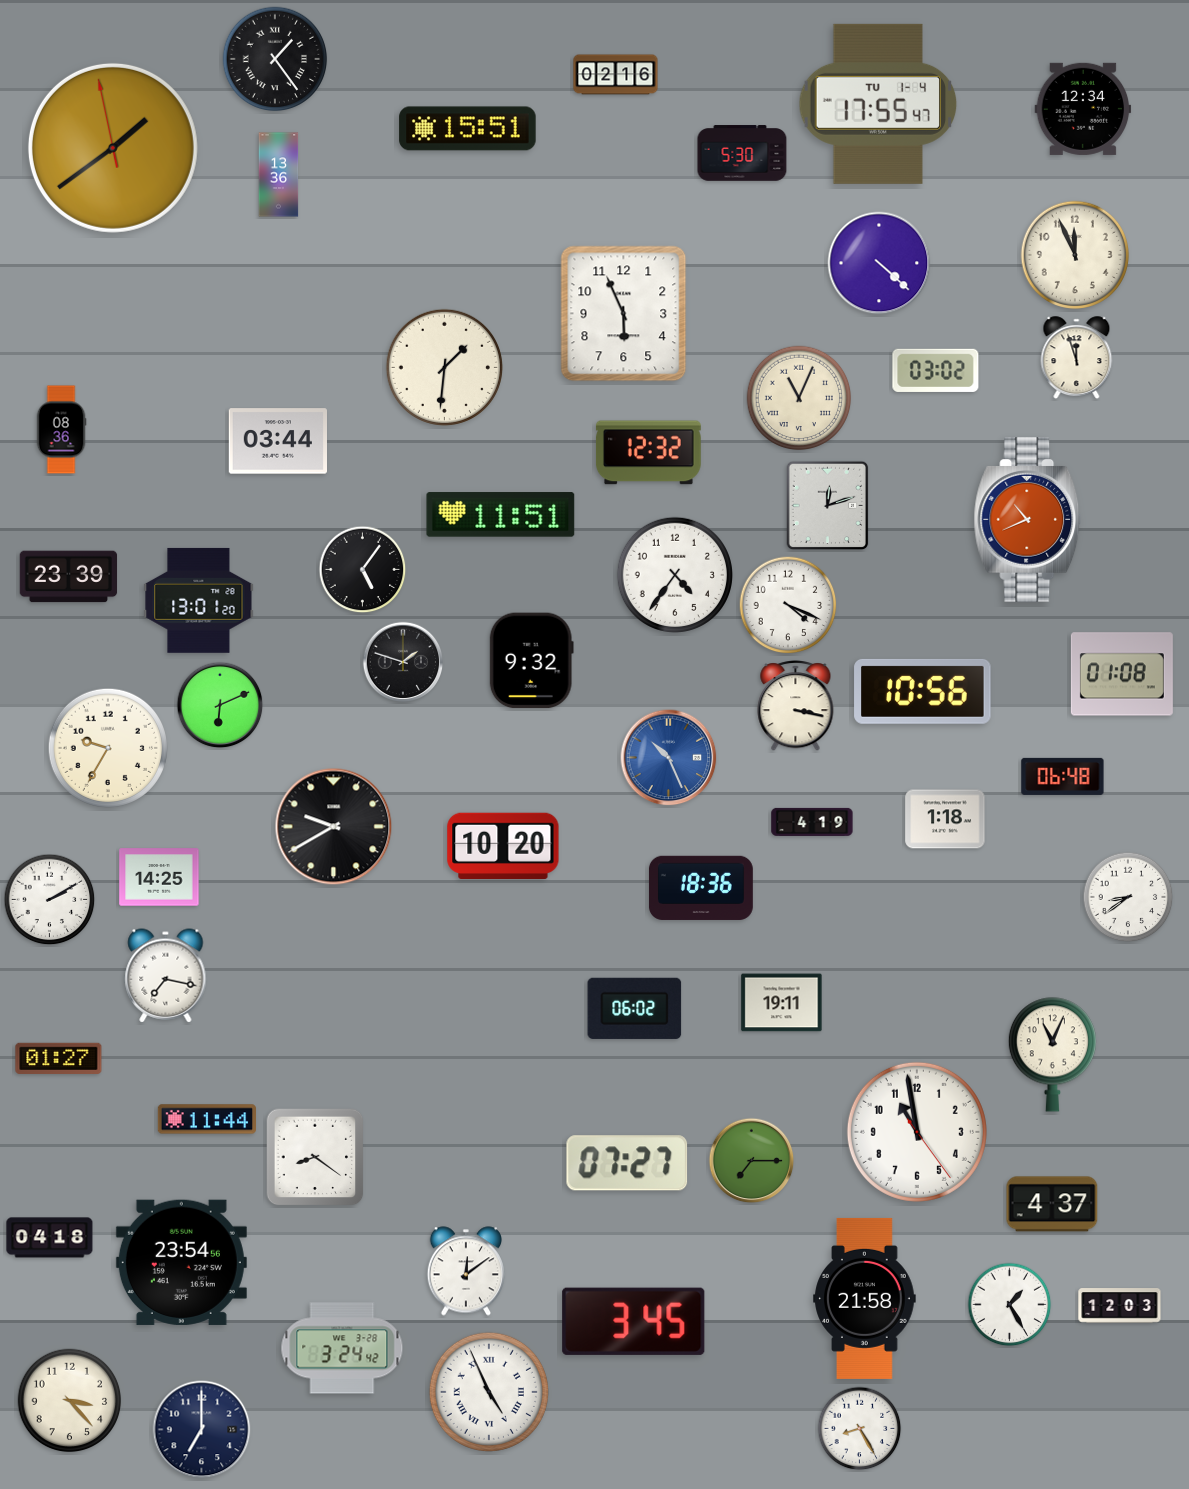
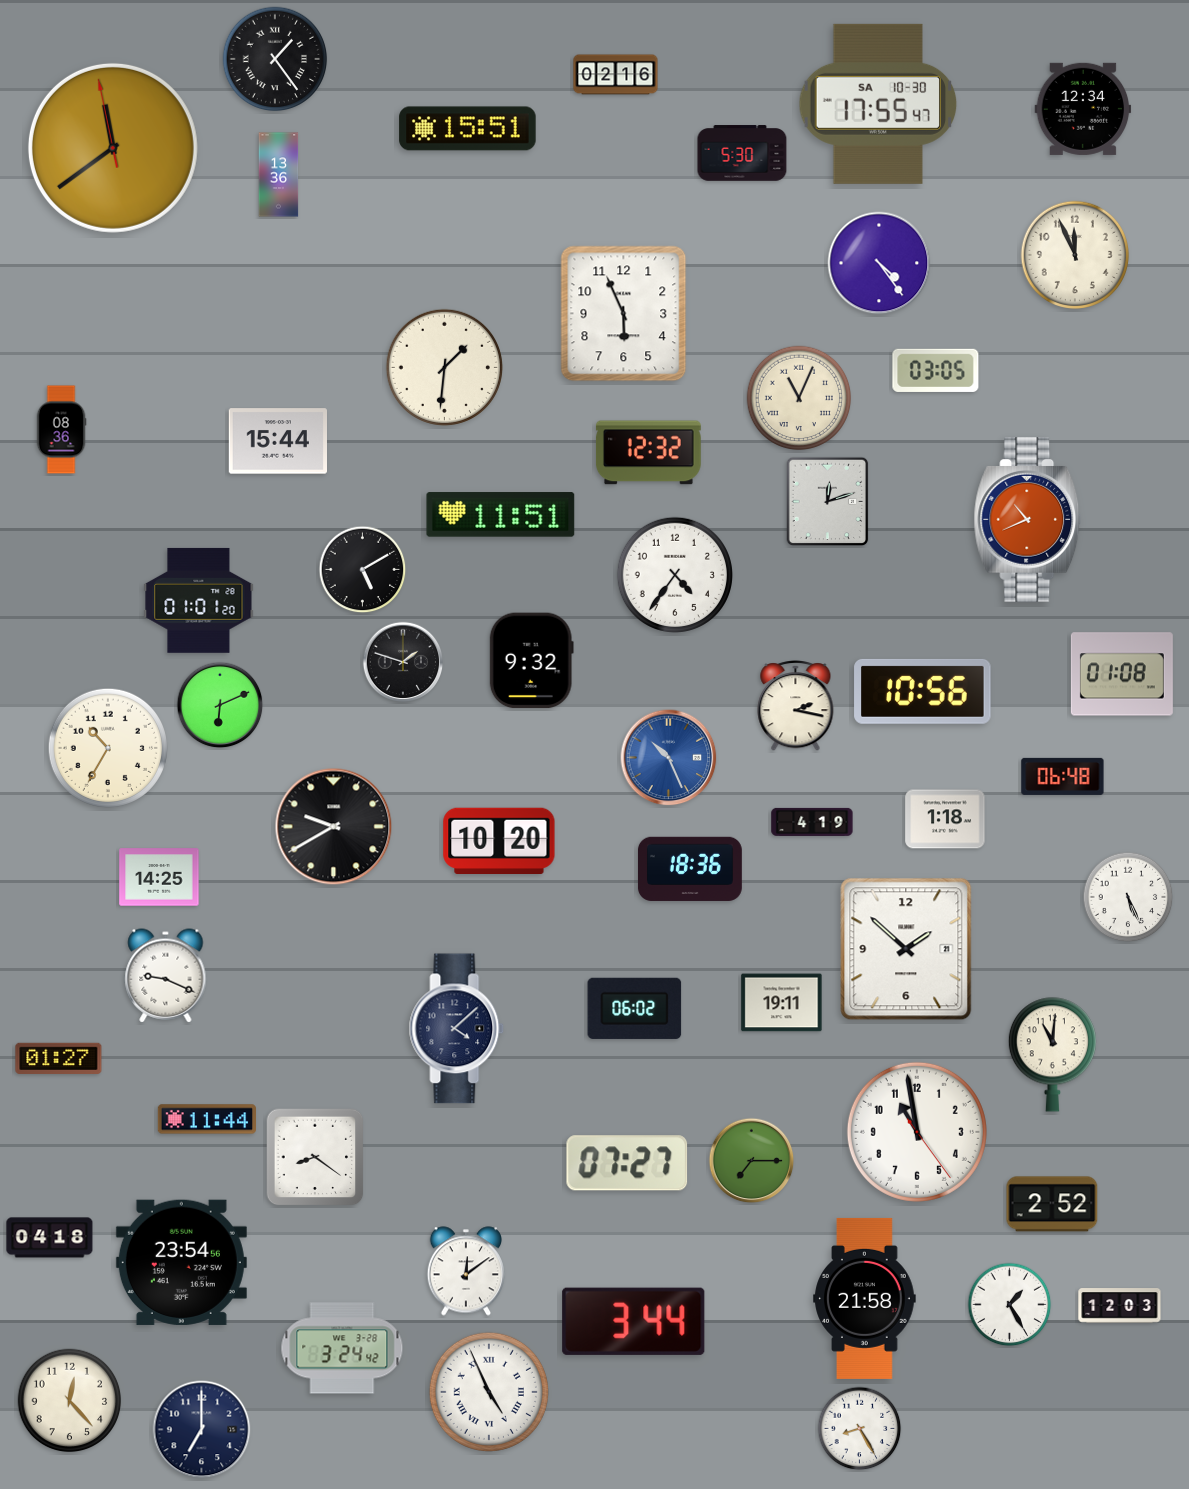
clock at (878, 104) date: TU 1-4 -> SA 10-30
clock at (113, 148): 1:38 -> 11:38
clock at (879, 263): 4:22 -> 4:24
clock at (1077, 358): 11:57 -> none
clock at (936, 370): 03:02 -> 03:05
clock at (277, 441): 03:44 -> 15:44
clock at (828, 506) position: (828, 506) -> (828, 502)
clock at (363, 570): 5:06 -> 5:10
clock at (69, 577): 23:39 -> none
clock at (199, 600): 13:01 -> 01:01
clock at (788, 605): 4:19 -> none
clock at (796, 706): 3:17 -> 2:17
clock at (108, 748): 9:35 -> 10:35
clock at (503, 846) position: (503, 846) -> (499, 841)
clock at (701, 888) position: (701, 888) -> (690, 869)
clock at (1128, 897): 8:39 -> 5:26
clock at (50, 900): 2:10 -> none
clock at (906, 949): none -> 1:52
clock at (166, 976): 7:17 -> 9:19
clock at (457, 1029): none -> 4:08
clock at (1052, 1055): 11:04 -> 11:01
clock at (1052, 1204): 4:37 -> 2:52
clock at (634, 1321): 3:45 -> 3:44
clock at (70, 1401): 3:23 -> 12:23
